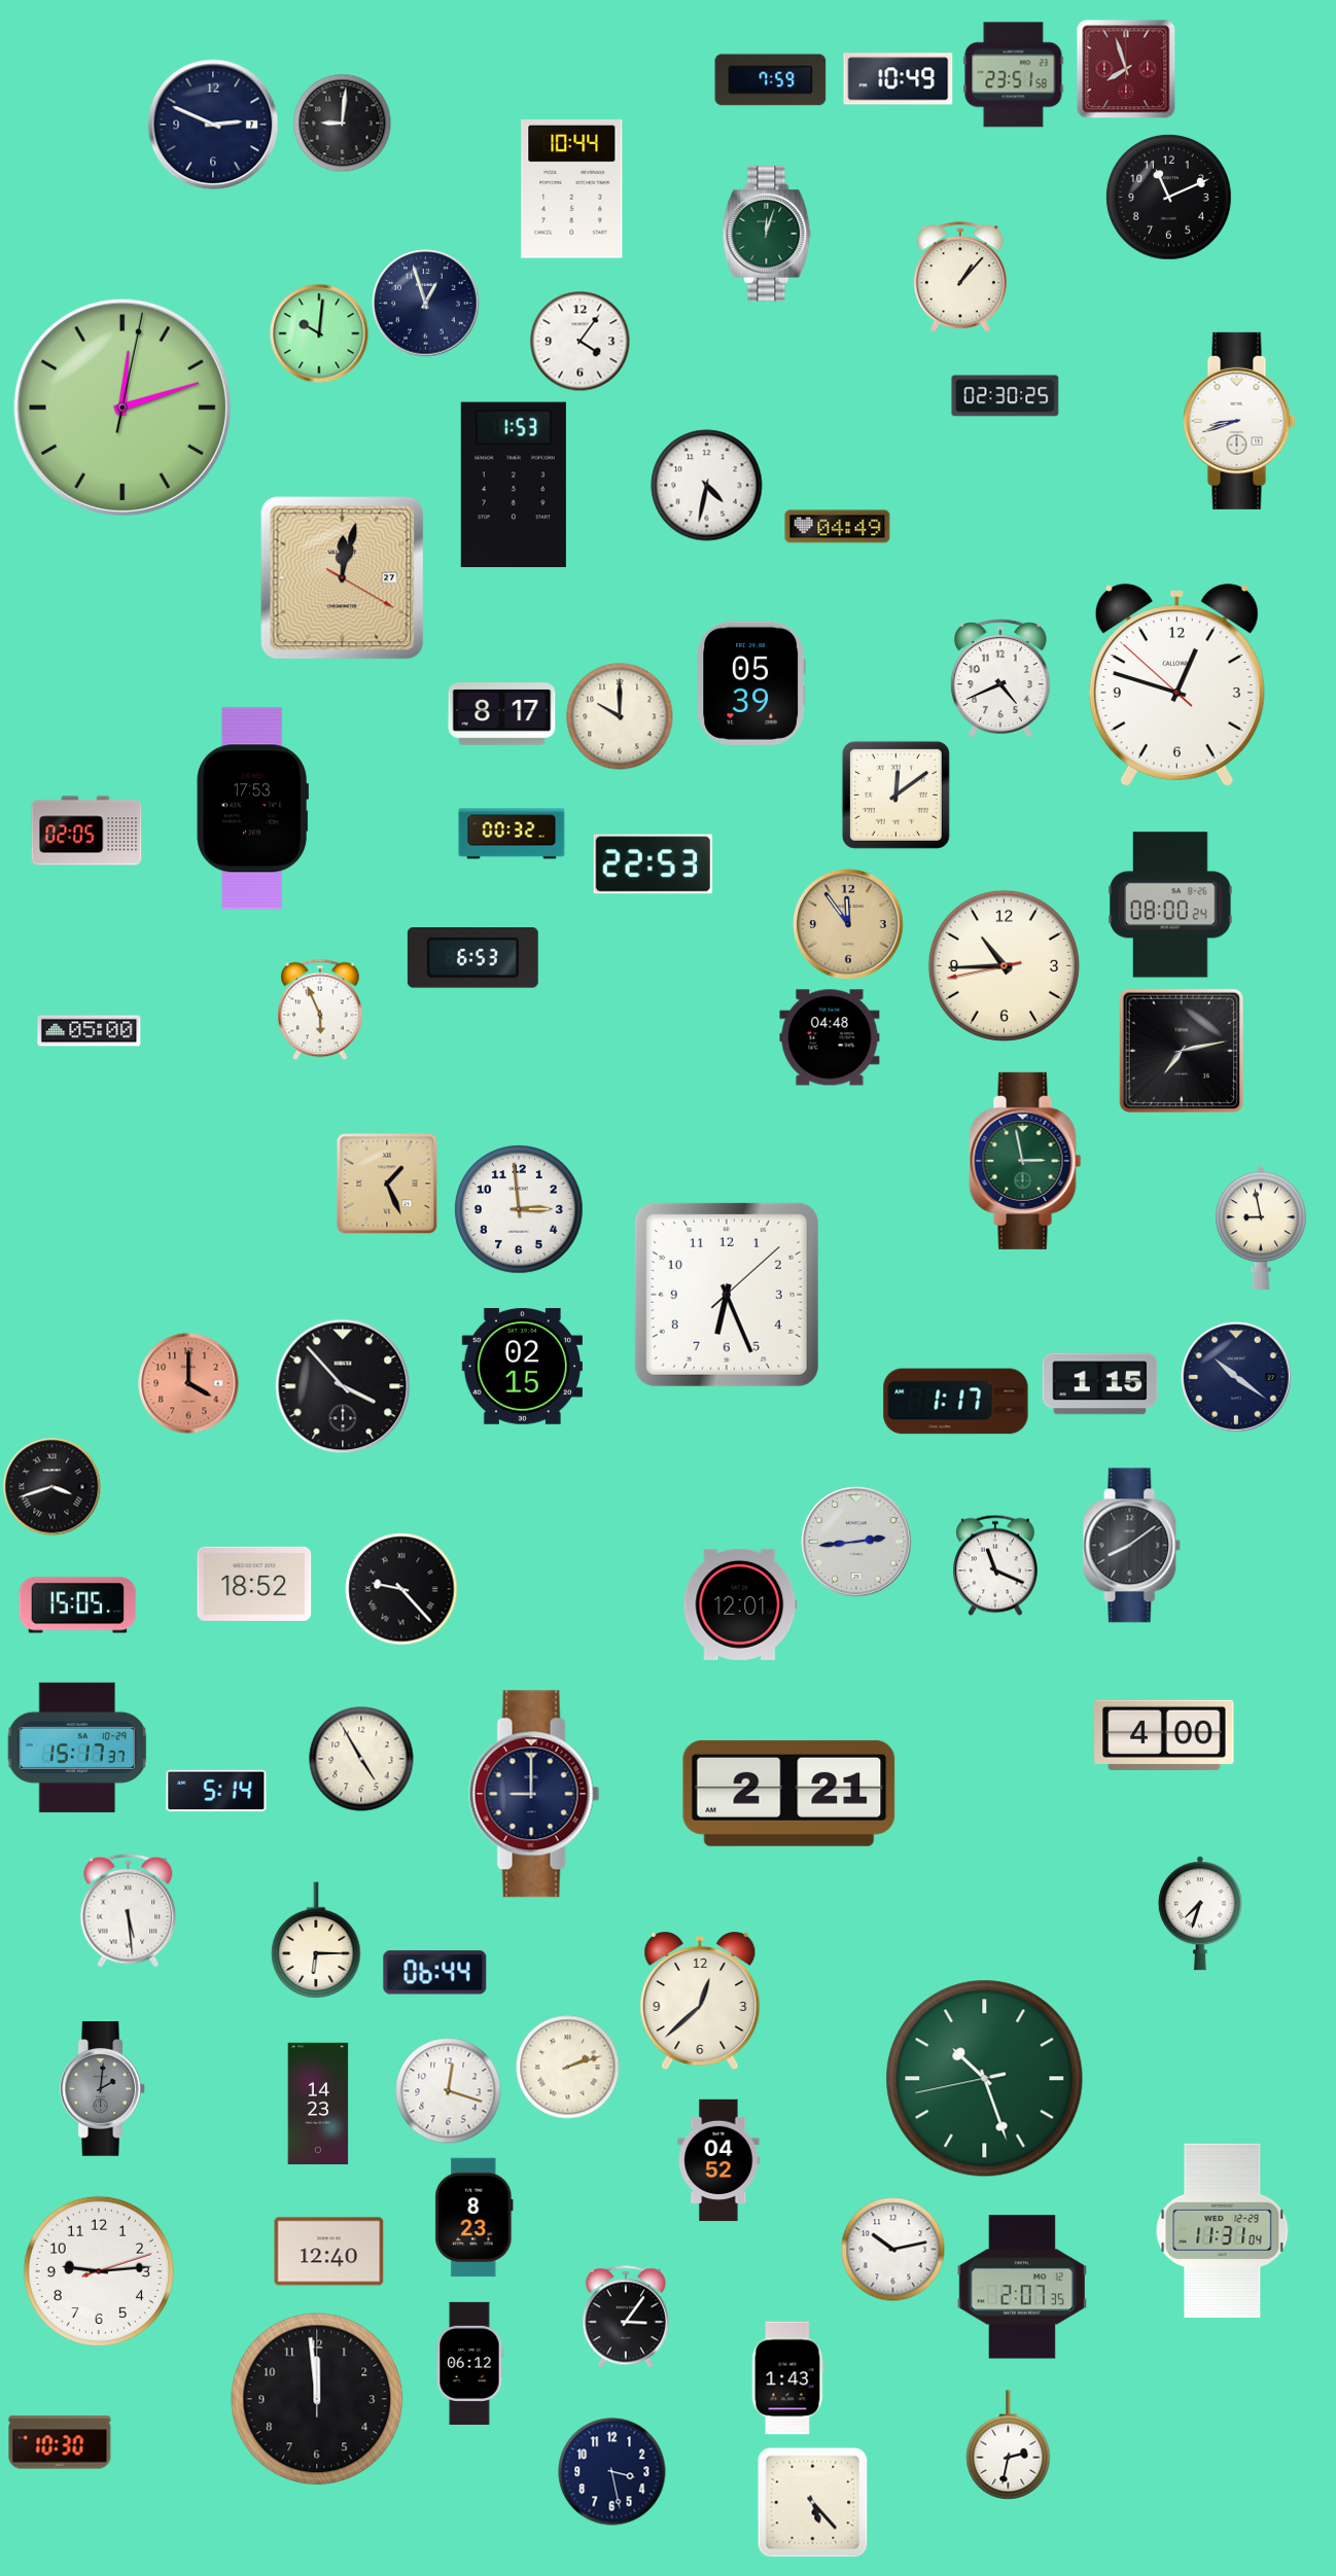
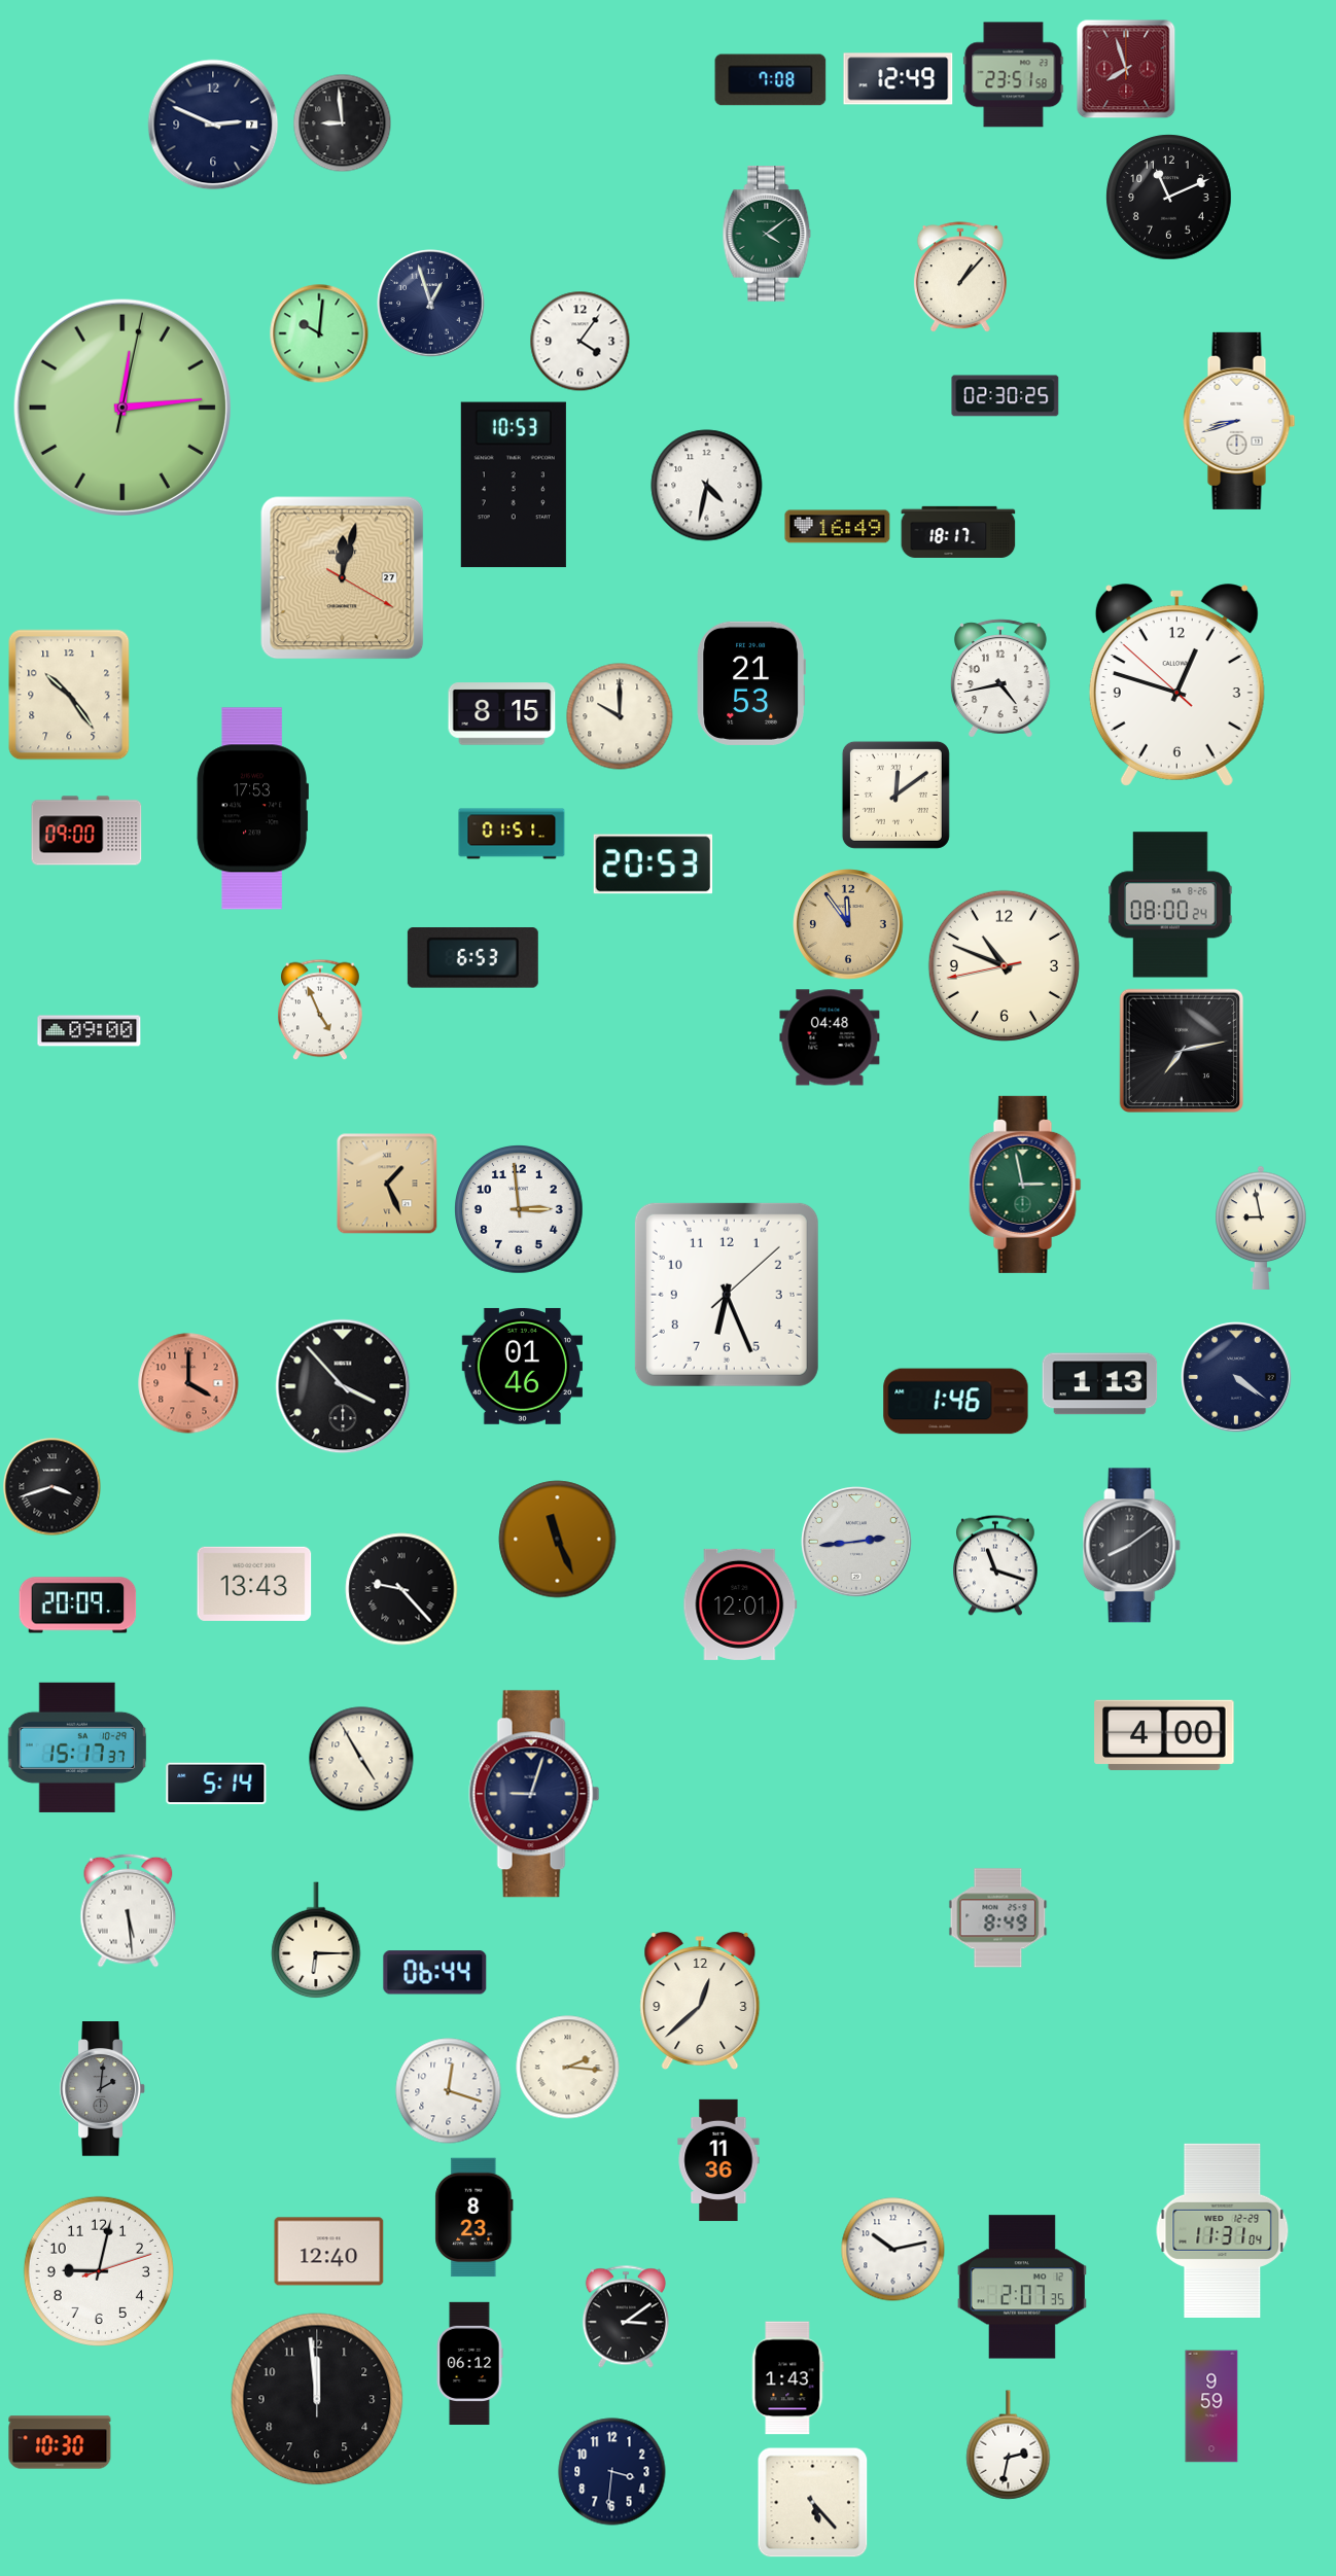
clock at (899, 79): 10:49 -> 12:49
clock at (771, 80): 7:59 -> 7:08
clock at (342, 122): 9:01 -> 8:59
clock at (572, 189): 10:44 -> none
clock at (767, 234): 12:03 -> 4:09
clock at (426, 304) position: (426, 304) -> (431, 304)
clock at (122, 408): 12:12 -> 12:14
clock at (514, 485): 1:53 -> 10:53
clock at (838, 527): 04:49 -> 16:49
clock at (958, 532): none -> 18:17
clock at (1000, 678): 4:41 -> 4:43
clock at (751, 683): 05:39 -> 21:53
clock at (69, 695): none -> 10:24
clock at (502, 714): 8:17 -> 8:15
clock at (86, 831): 02:05 -> 09:00
clock at (512, 834): 00:32 -> 01:51
clock at (654, 864): 22:53 -> 20:53
clock at (1004, 965): 10:44 -> 10:48
clock at (321, 1010): 5:56 -> 4:56
clock at (90, 1031): 05:00 -> 09:00
clock at (1025, 1161) position: (1025, 1161) -> (1025, 1185)
clock at (522, 1366): 02:15 -> 01:46
clock at (1237, 1378): 10:21 -> 4:21
clock at (1100, 1384): 1:15 -> 1:13
clock at (956, 1402): 1:17 -> 1:46
clock at (558, 1540): none -> 11:26
clock at (996, 1565): 11:19 -> 11:18
clock at (254, 1584): 18:52 -> 13:43
clock at (78, 1605): 15:05 -> 20:09
clock at (216, 1791) position: (216, 1791) -> (216, 1784)
clock at (789, 1793): 2:21 -> none
clock at (534, 1794): 9:00 -> 9:03
clock at (1200, 1913): 7:33 -> none
clock at (998, 1918): none -> 8:49
clock at (568, 2068): 2:12 -> 2:16
clock at (985, 2079): 10:26 -> none
clock at (318, 2103): 14:23 -> none
clock at (718, 2160): 04:52 -> 11:36
clock at (99, 2271): 9:14 -> 9:02
clock at (626, 2317): 3:06 -> 3:09
clock at (1211, 2406): none -> 9:59
clock at (612, 2472): 3:28 -> 3:31
